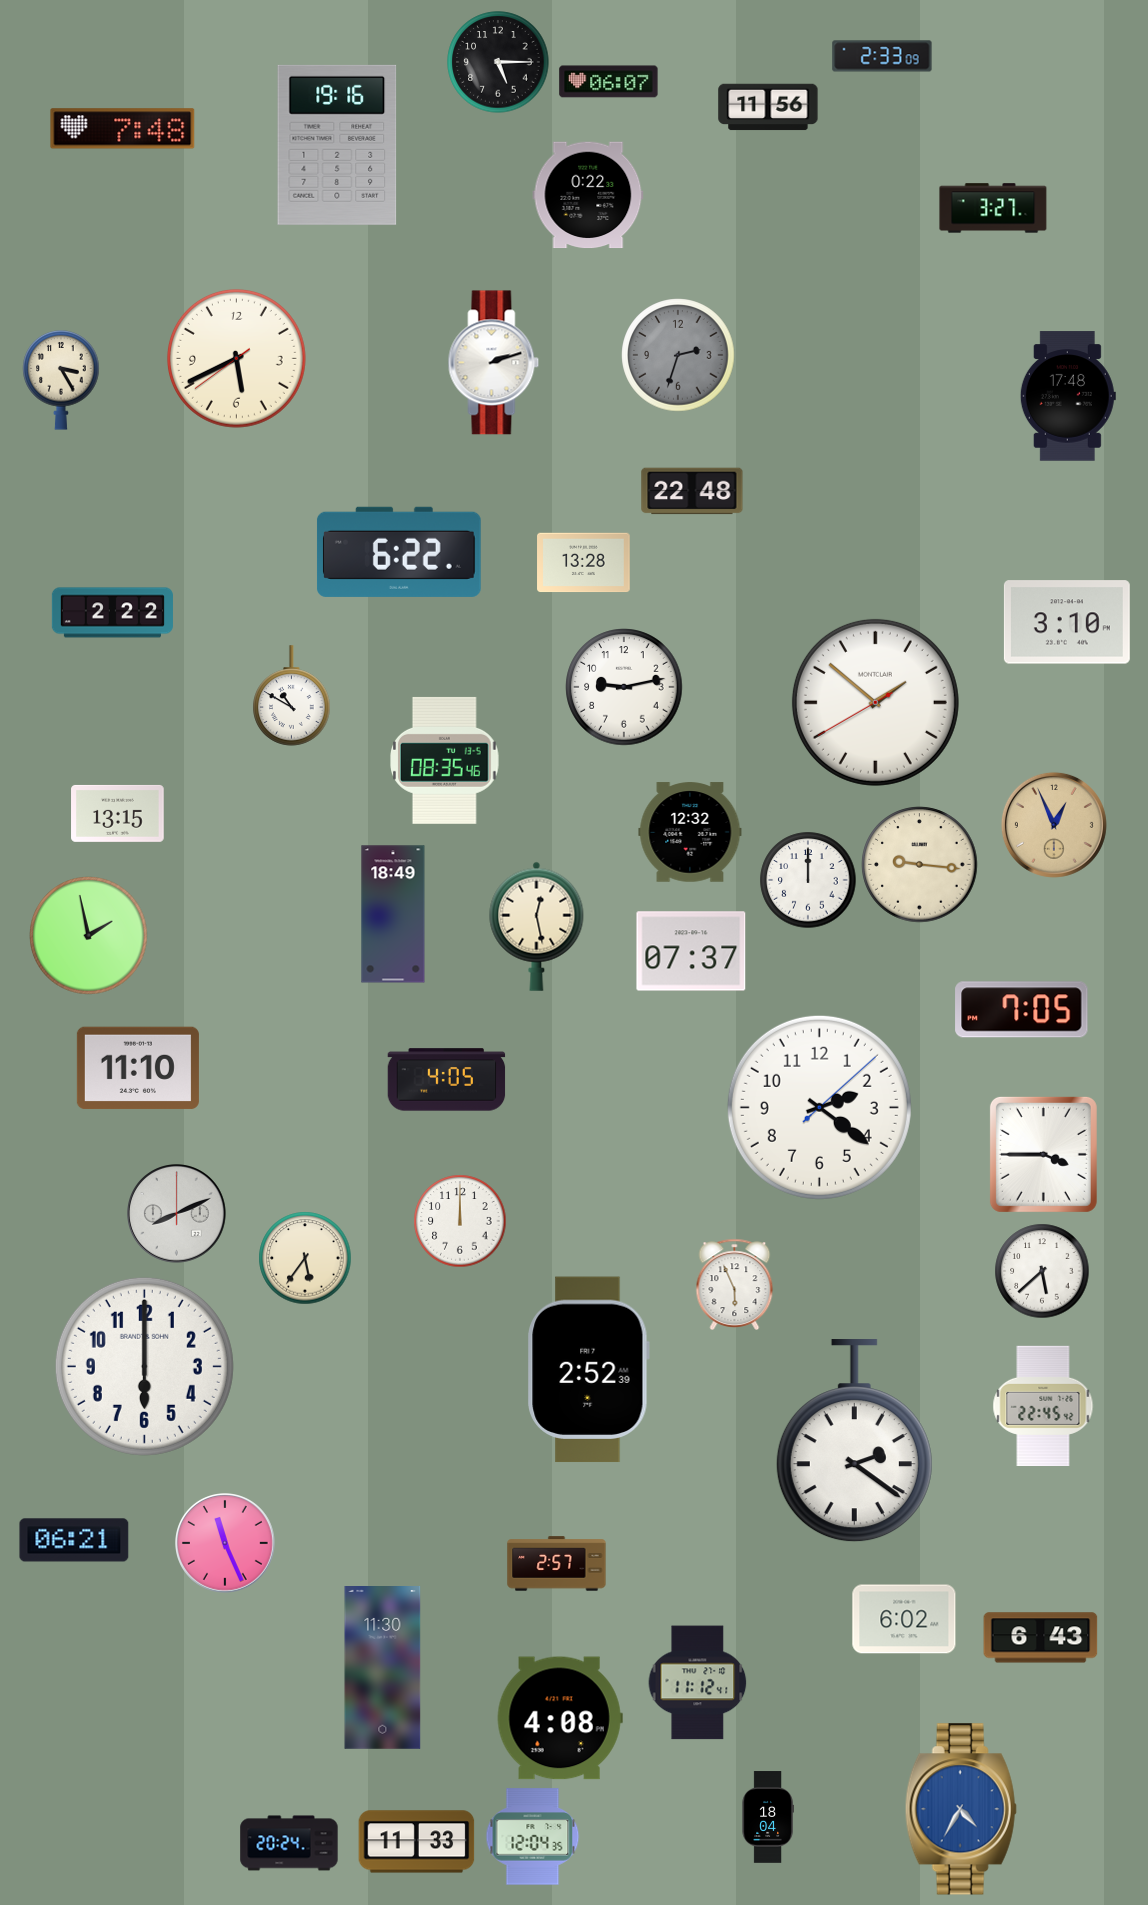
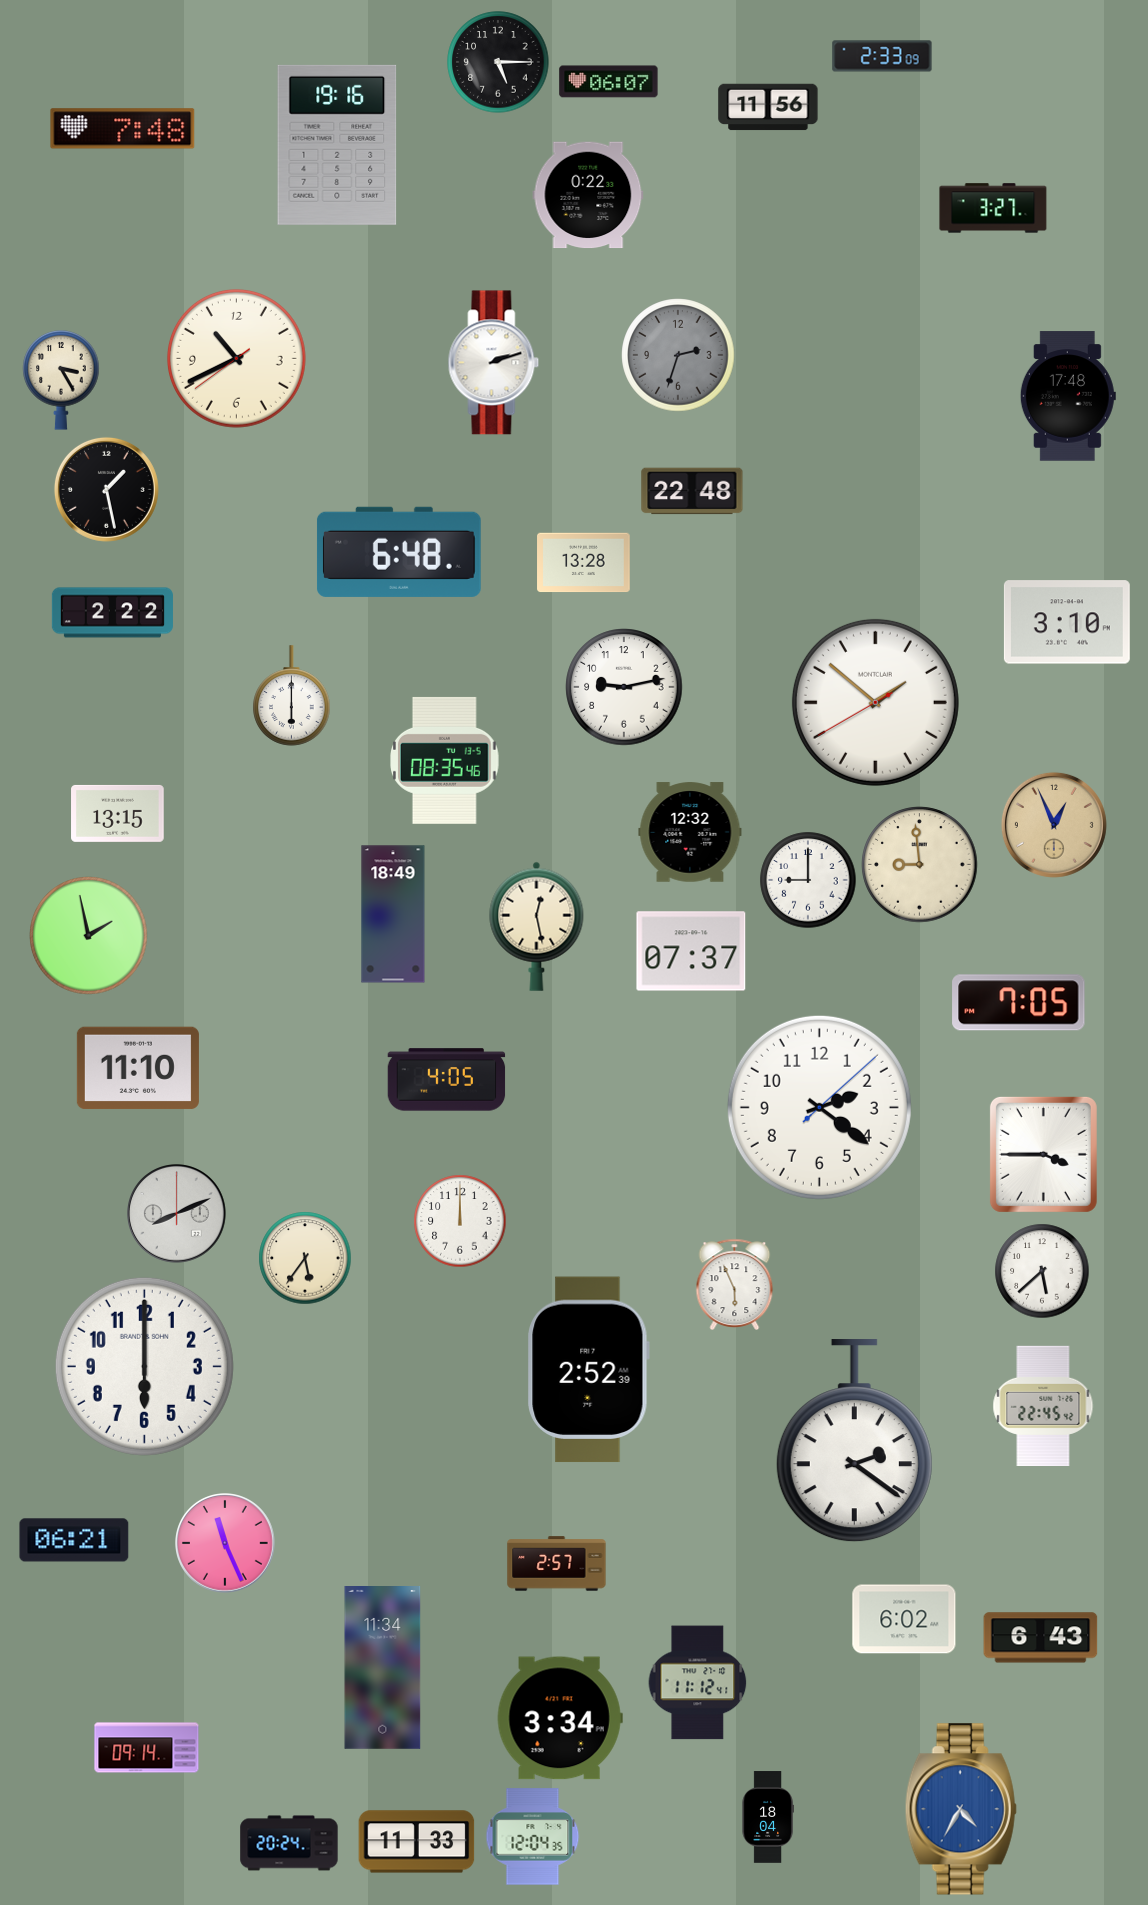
clock at (236, 358): 5:40 -> 10:40
clock at (106, 489): none -> 1:28
clock at (399, 552): 6:22 -> 6:48
clock at (292, 696): 10:50 -> 6:00
clock at (920, 865): 9:16 -> 8:59
clock at (808, 880): 12:00 -> 9:00
clock at (1022, 1010) position: (1022, 1010) -> (1019, 1003)
clock at (383, 1668): 11:30 -> 11:34
clock at (560, 1718): 4:08 -> 3:34
clock at (147, 1748): none -> 09:14
